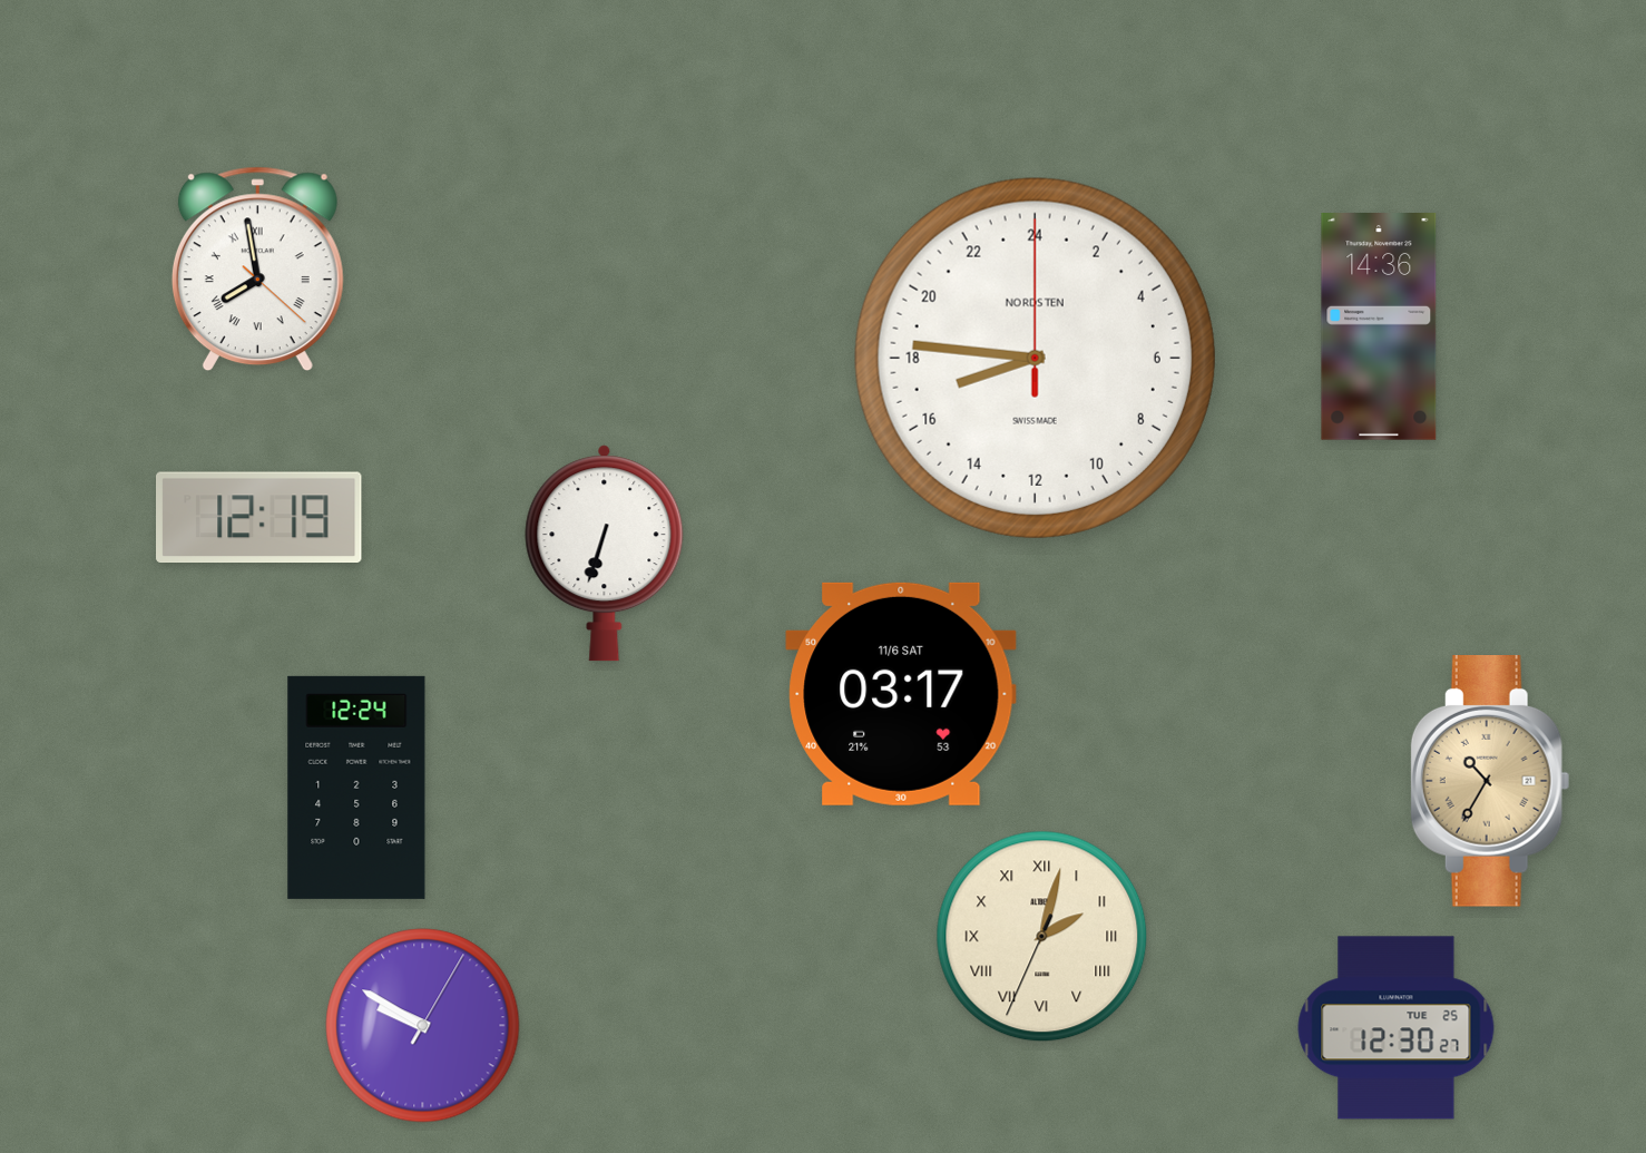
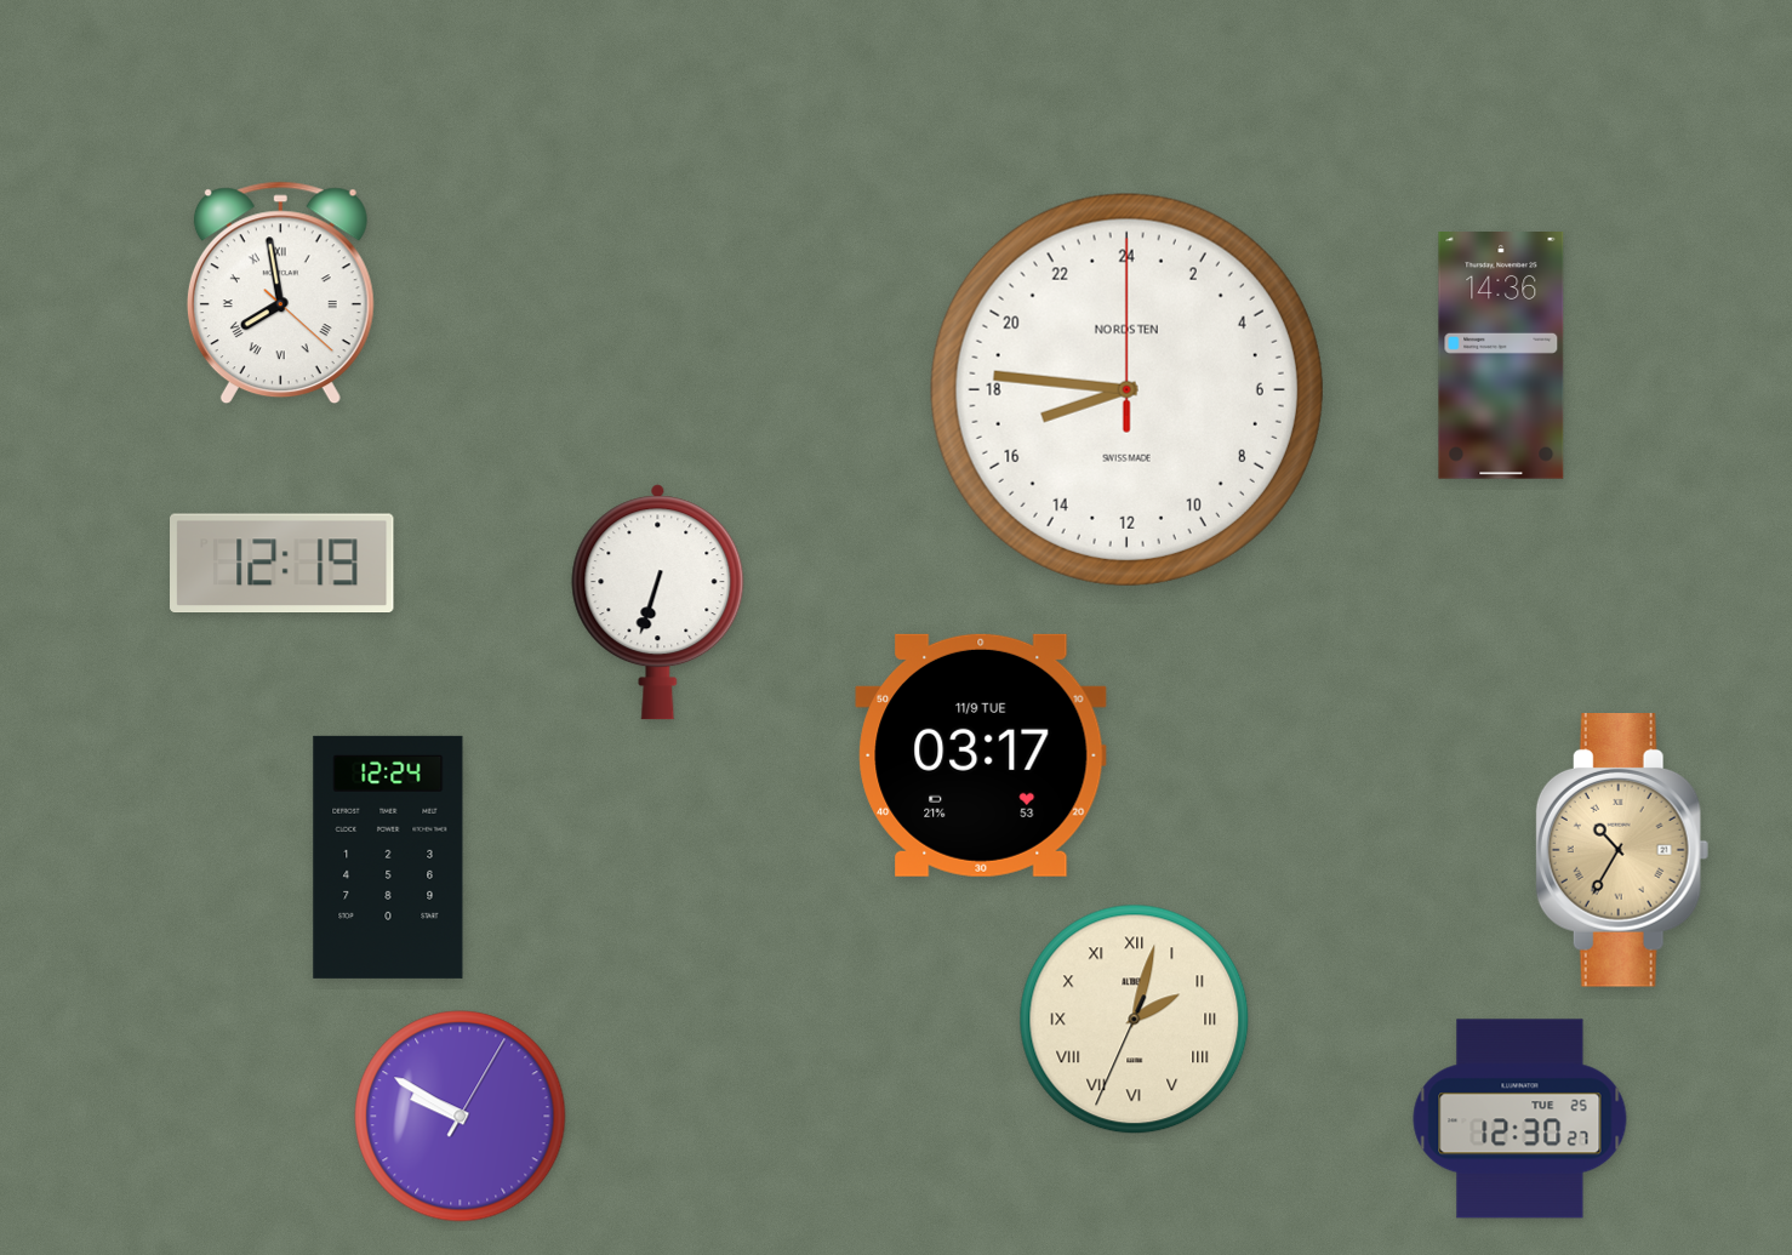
clock at (901, 694) date: 11/6 SAT -> 11/9 TUE
